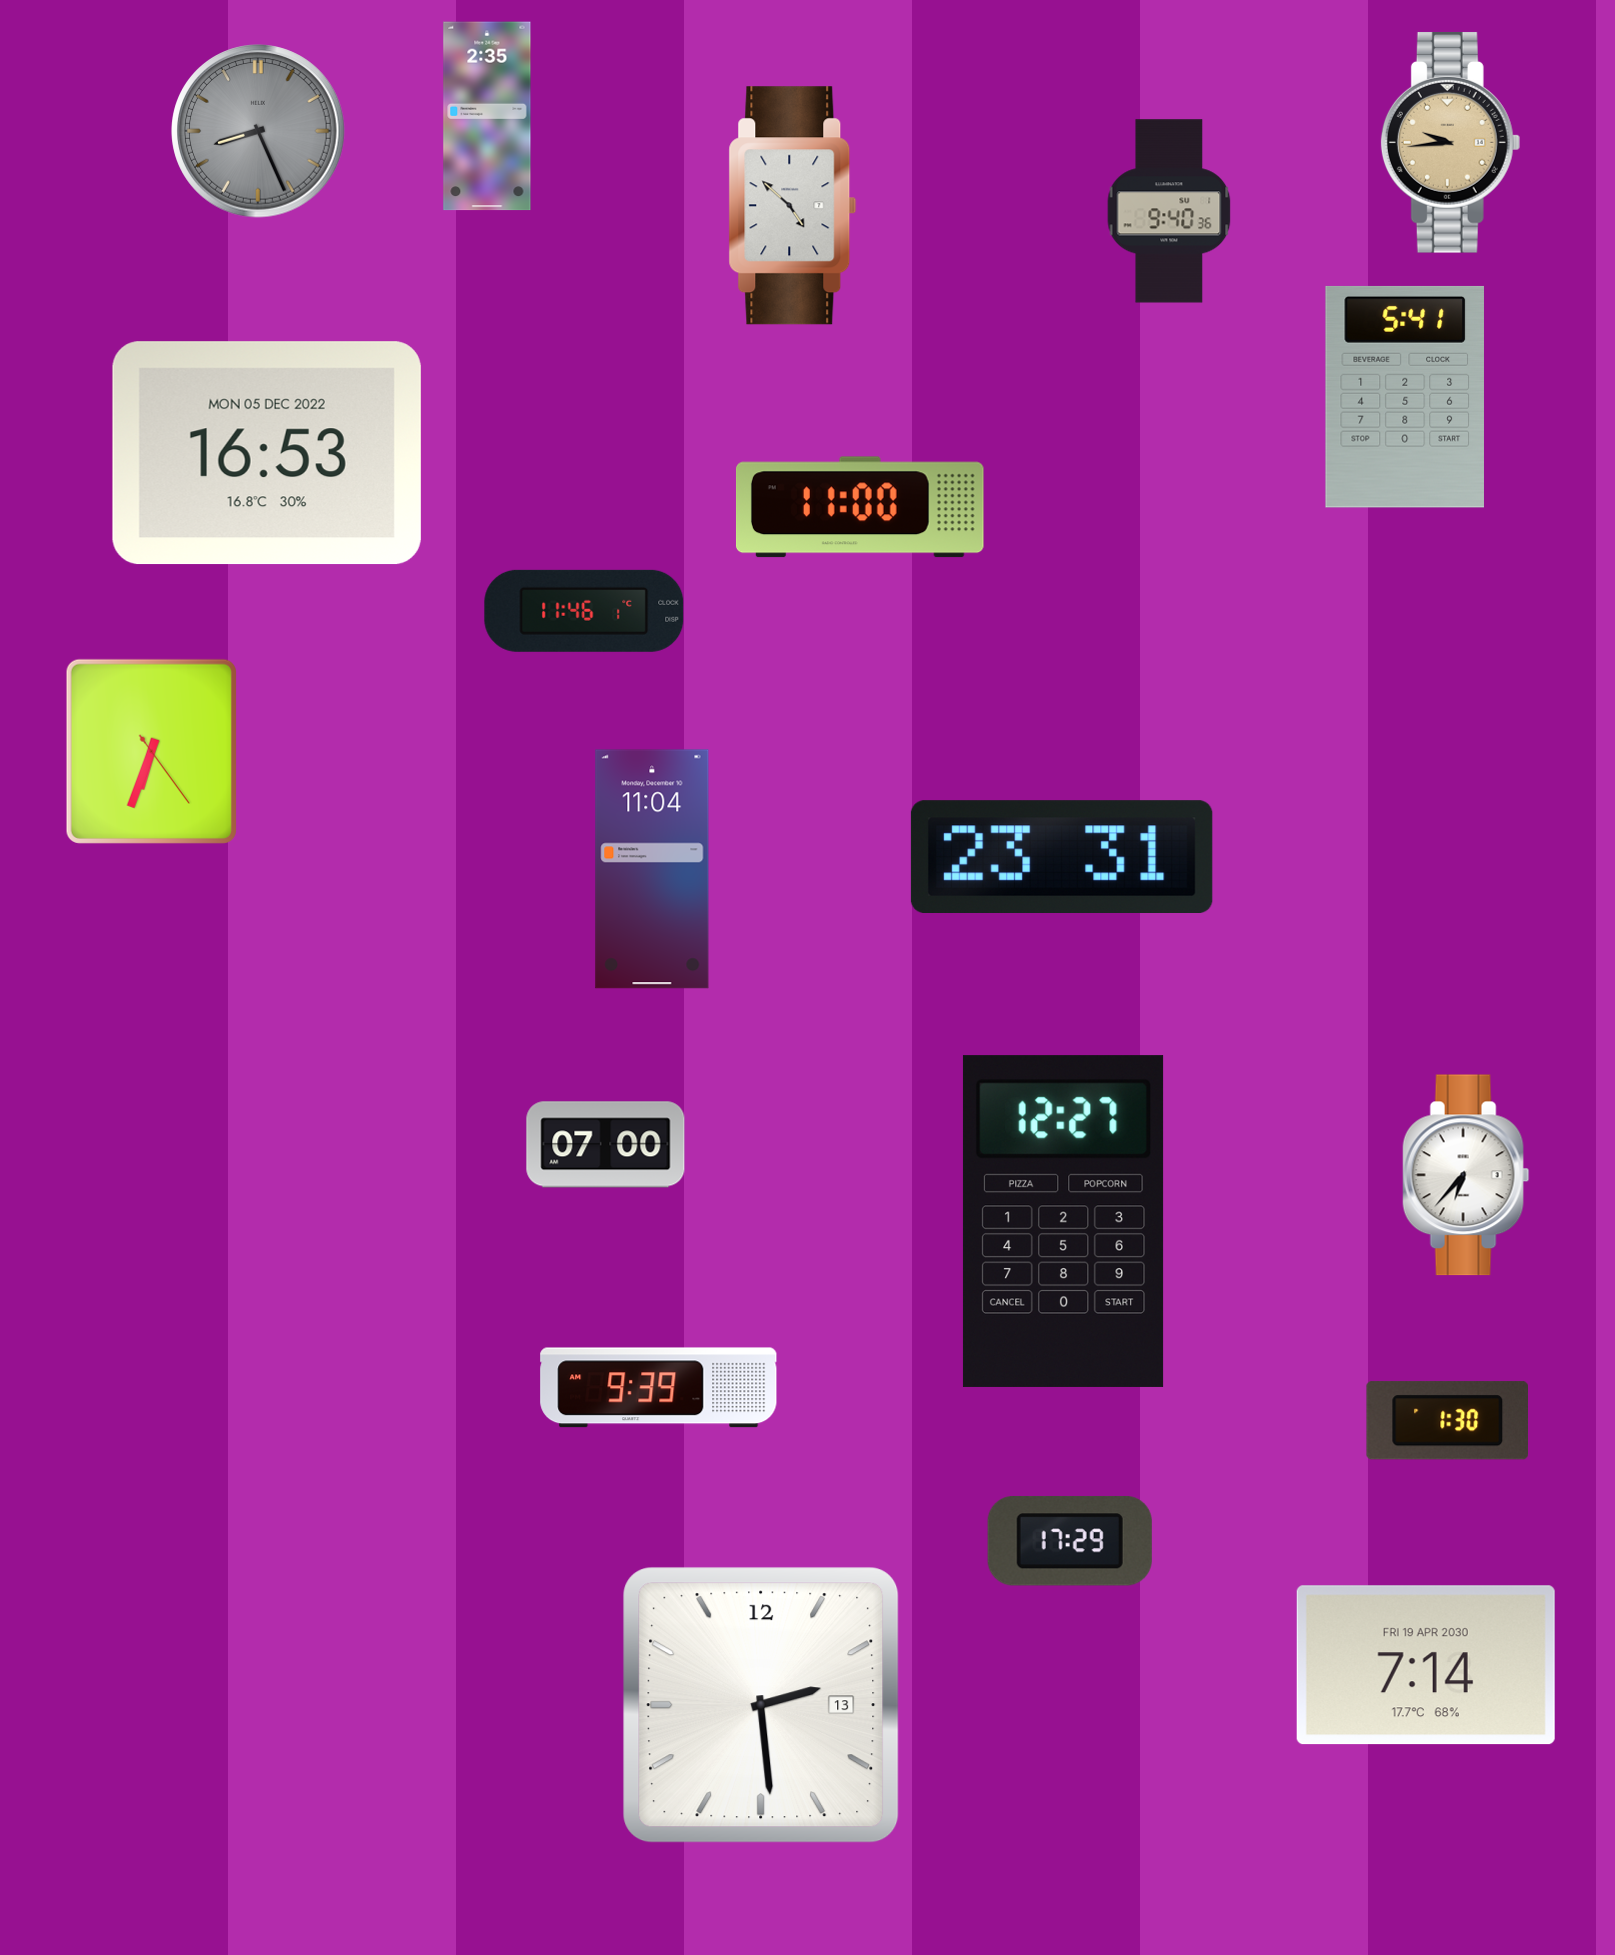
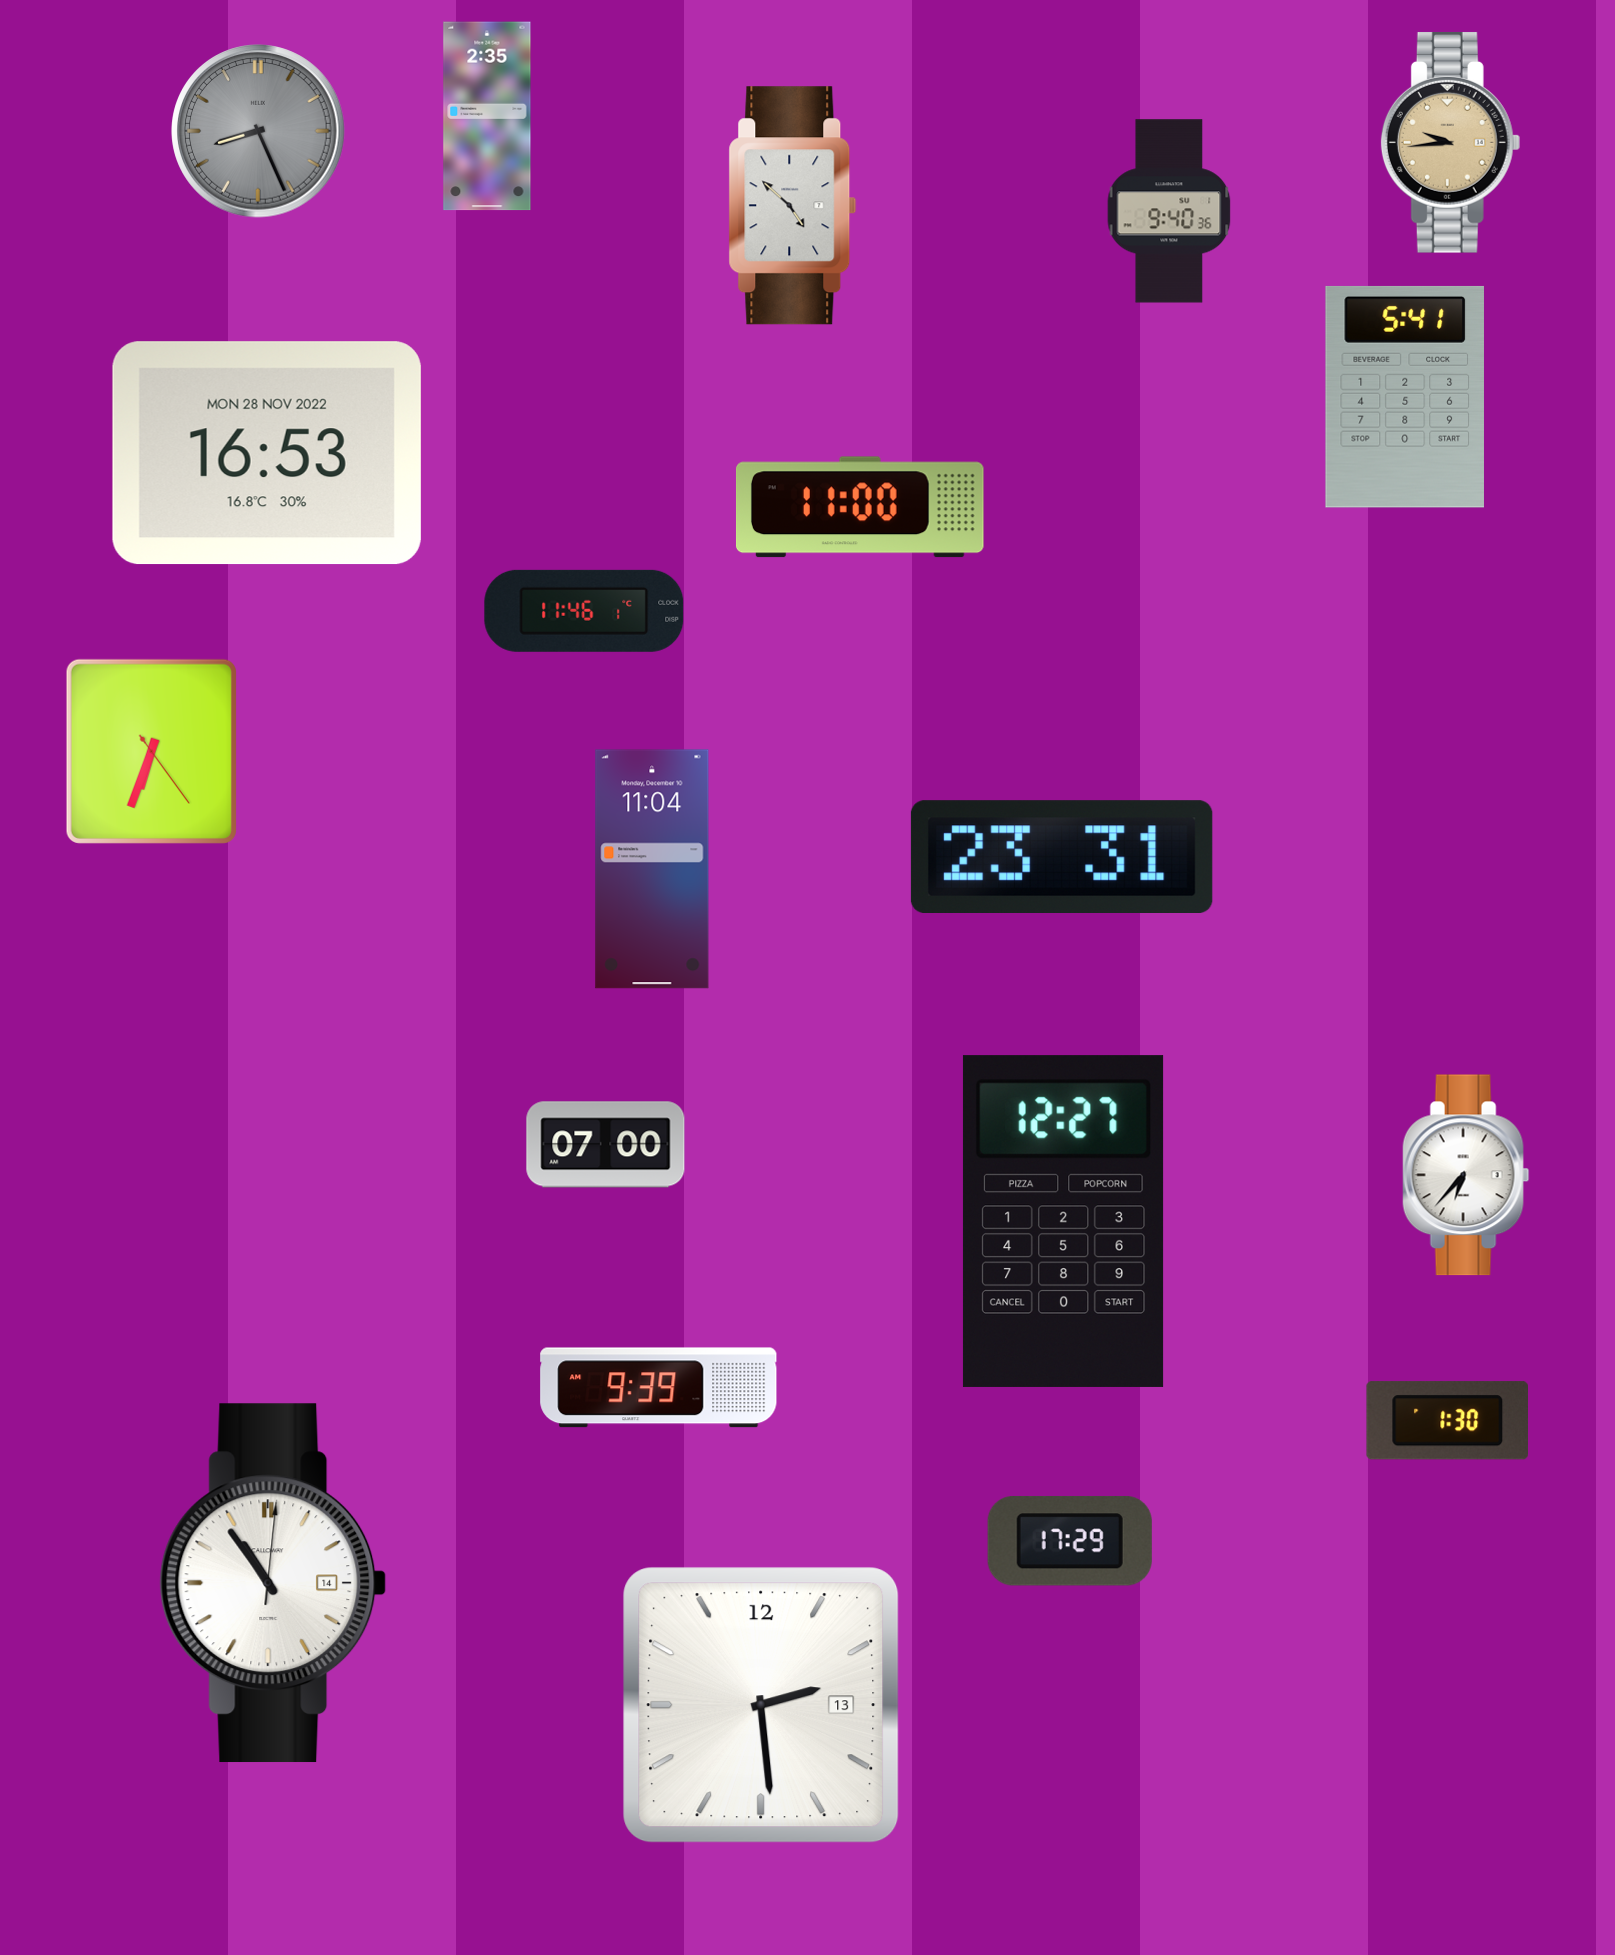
clock at (267, 453) date: MON 05 DEC 2022 -> MON 28 NOV 2022
clock at (273, 1583): none -> 10:54
clock at (1426, 1665): 7:14 -> none
